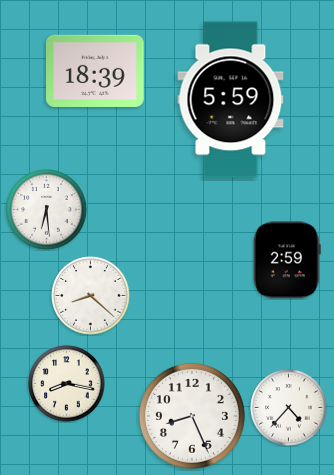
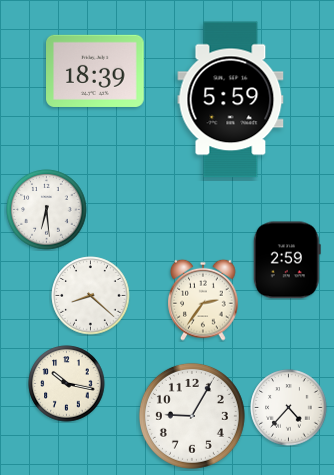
clock at (203, 300): none -> 2:36
clock at (67, 384): 8:17 -> 10:17
clock at (192, 416): 8:26 -> 9:05
